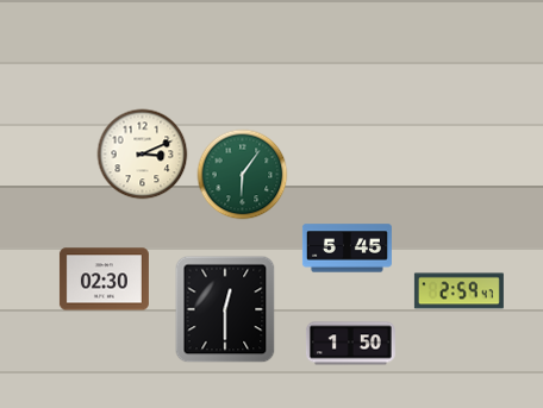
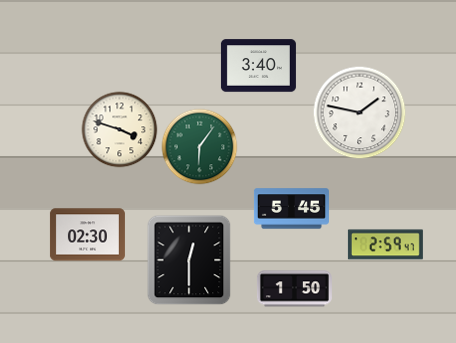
clock at (258, 66): none -> 3:40
clock at (360, 113): none -> 1:47
clock at (143, 155): 3:11 -> 3:48
clock at (243, 175) position: (243, 175) -> (200, 147)
